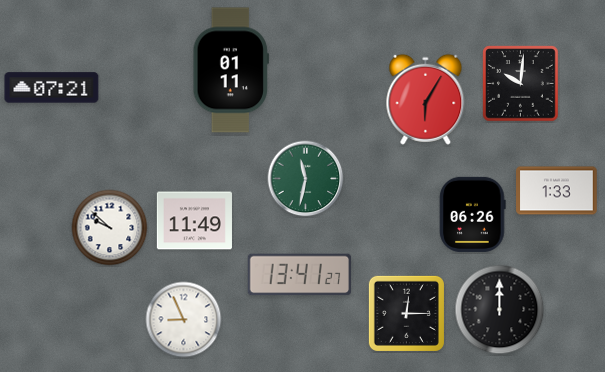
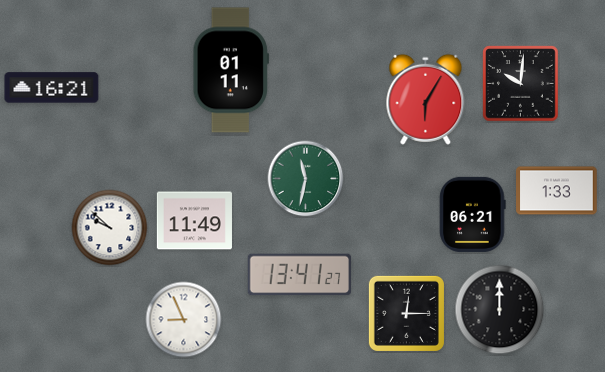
clock at (52, 88): 07:21 -> 16:21
clock at (473, 214): 06:26 -> 06:21
